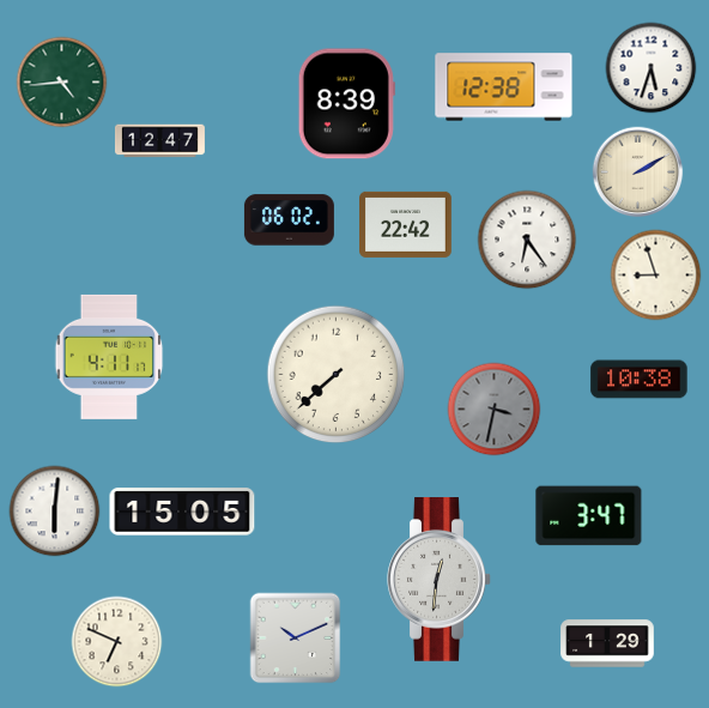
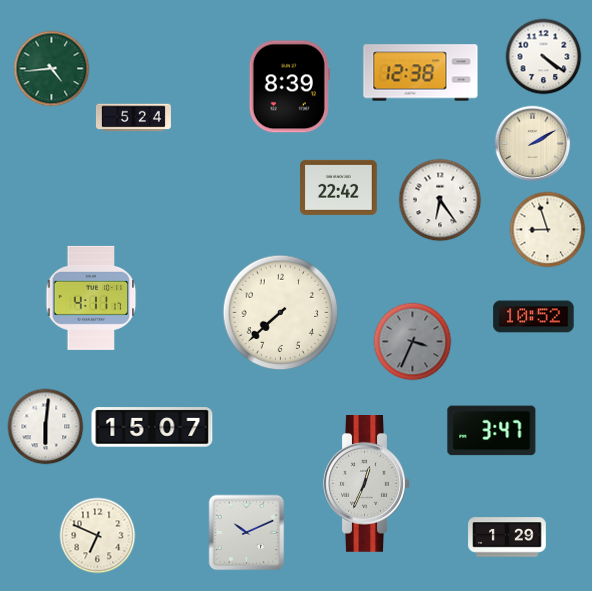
clock at (652, 68): 5:33 -> 4:21
clock at (159, 141): 12:47 -> 5:24
clock at (289, 220): 06:02 -> none
clock at (640, 380): 10:38 -> 10:52
clock at (495, 410): 3:32 -> 3:34
clock at (182, 512): 15:05 -> 15:07
clock at (440, 580): 12:31 -> 12:34
